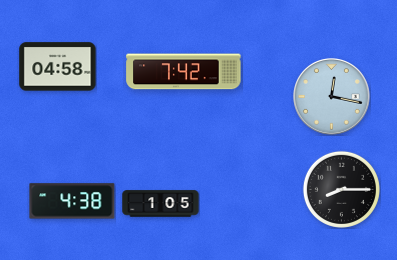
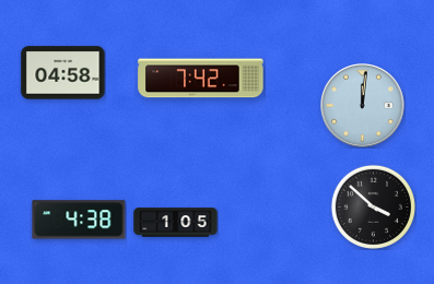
clock at (332, 97): 12:17 -> 12:01
clock at (341, 189): 8:15 -> 3:52
